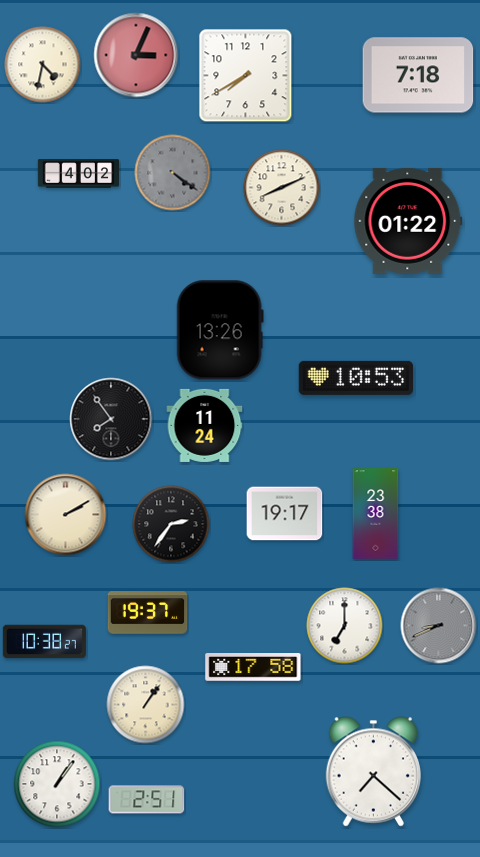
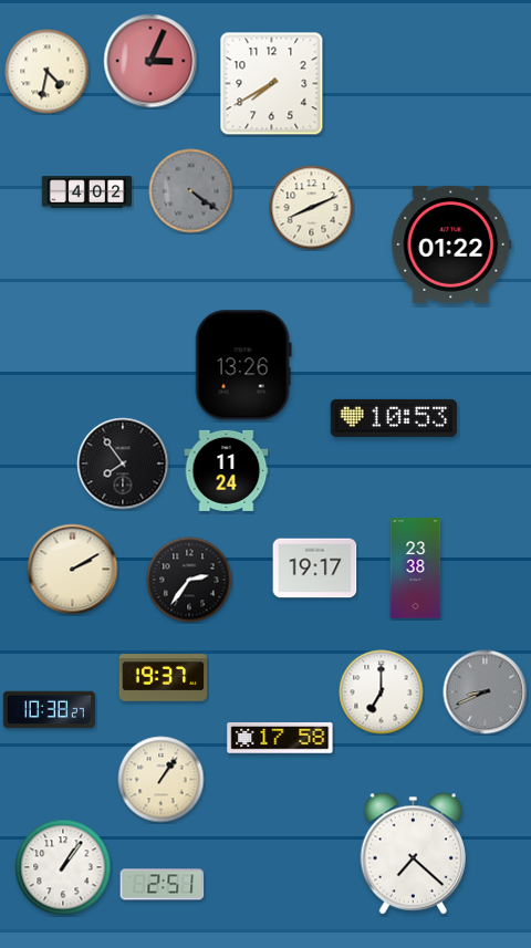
clock at (418, 75): 7:18 -> none
